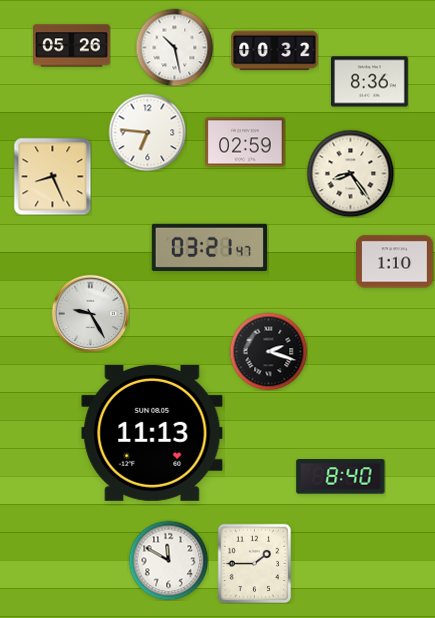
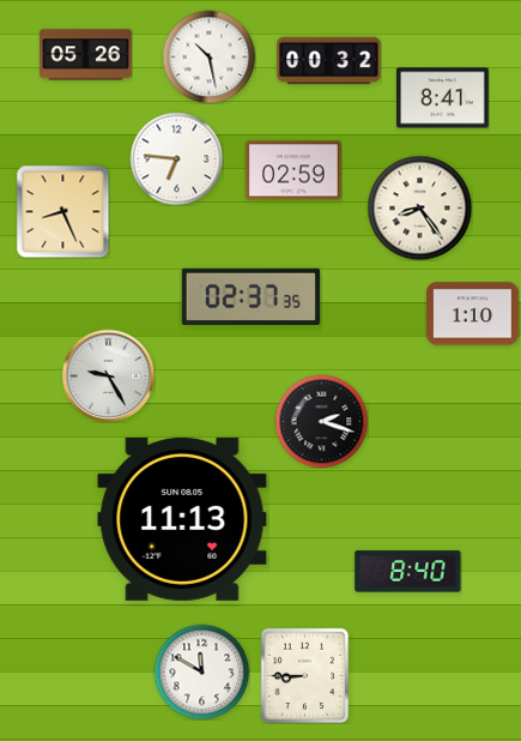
clock at (370, 82): 8:36 -> 8:41
clock at (210, 247): 03:21 -> 02:37
clock at (255, 563): 1:45 -> 8:45
